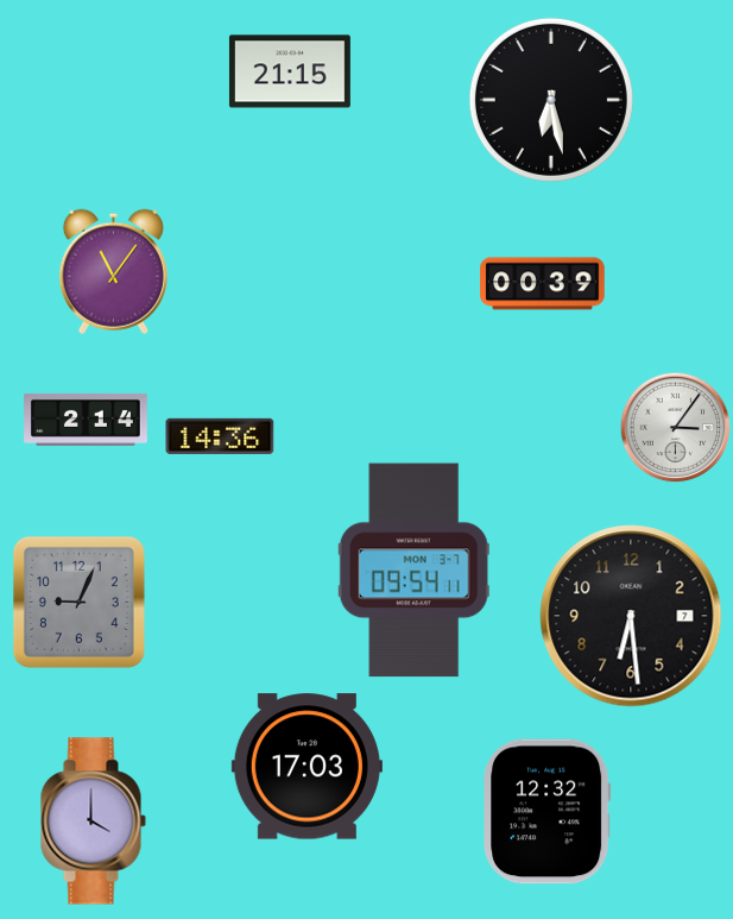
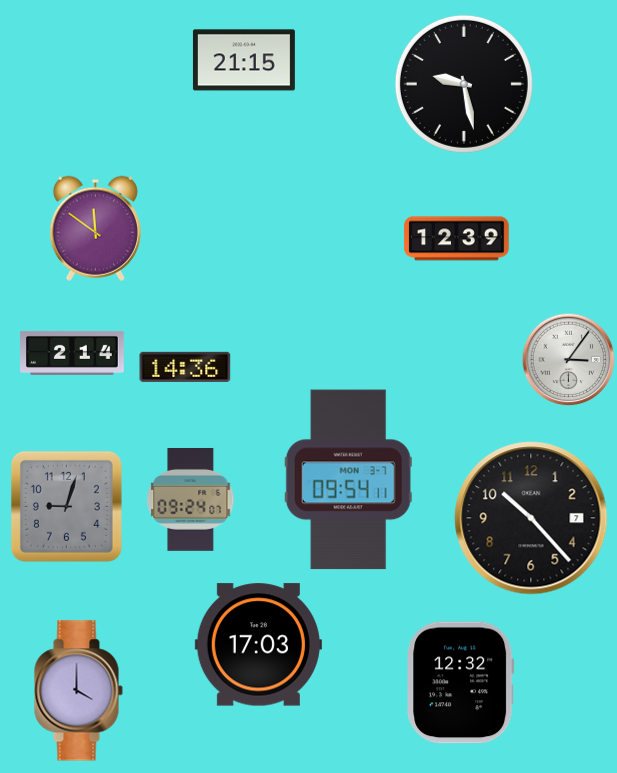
clock at (551, 100): 6:28 -> 9:28
clock at (113, 271): 11:06 -> 11:51
clock at (543, 284): 00:39 -> 12:39
clock at (191, 499): none -> 09:24
clock at (78, 602): 9:04 -> 9:03
clock at (631, 616): 6:29 -> 10:23
